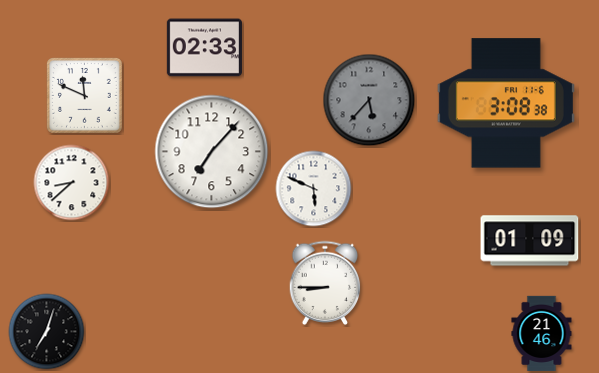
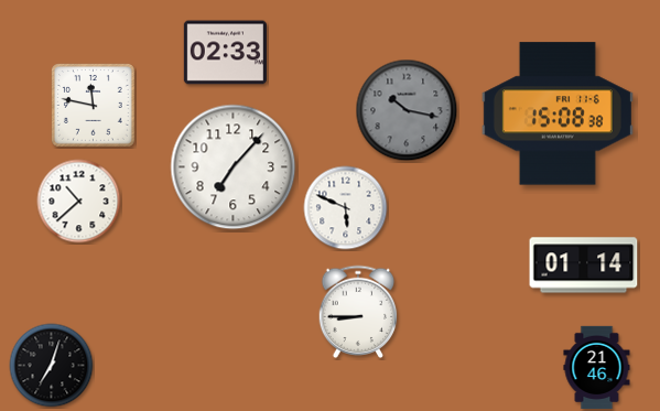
clock at (85, 96): 11:49 -> 11:47
clock at (369, 100): 5:37 -> 10:17
clock at (506, 103): 3:08 -> 15:08
clock at (72, 183): 8:38 -> 10:38
clock at (530, 241): 01:09 -> 01:14
